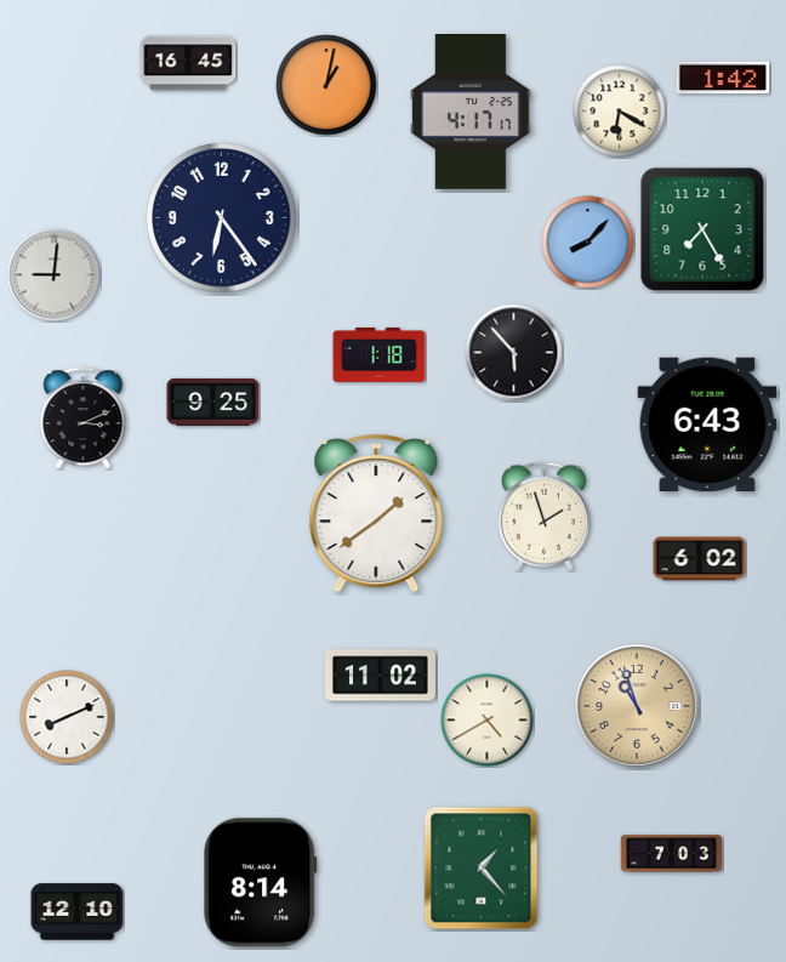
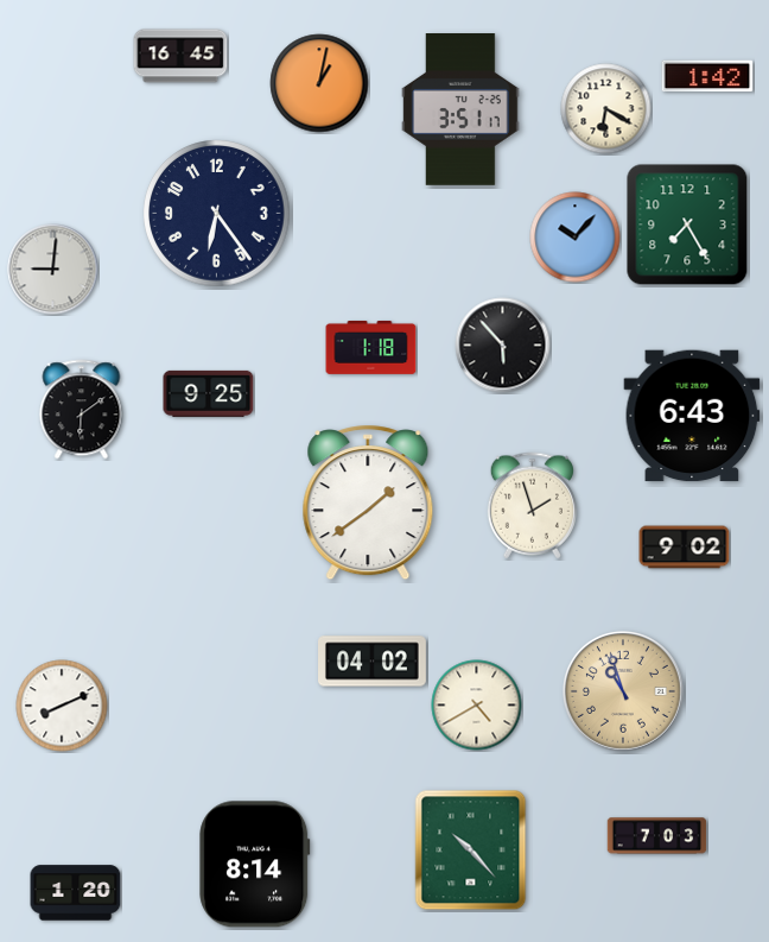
clock at (188, 63) position: (188, 63) -> (180, 56)
clock at (471, 113): 4:17 -> 3:51
clock at (588, 243): 8:07 -> 10:07
clock at (84, 419): 3:11 -> 6:09
clock at (700, 559): 6:02 -> 9:02
clock at (381, 676): 11:02 -> 04:02
clock at (67, 717) position: (67, 717) -> (62, 706)
clock at (482, 869): 1:23 -> 10:23
clock at (78, 912): 12:10 -> 1:20
